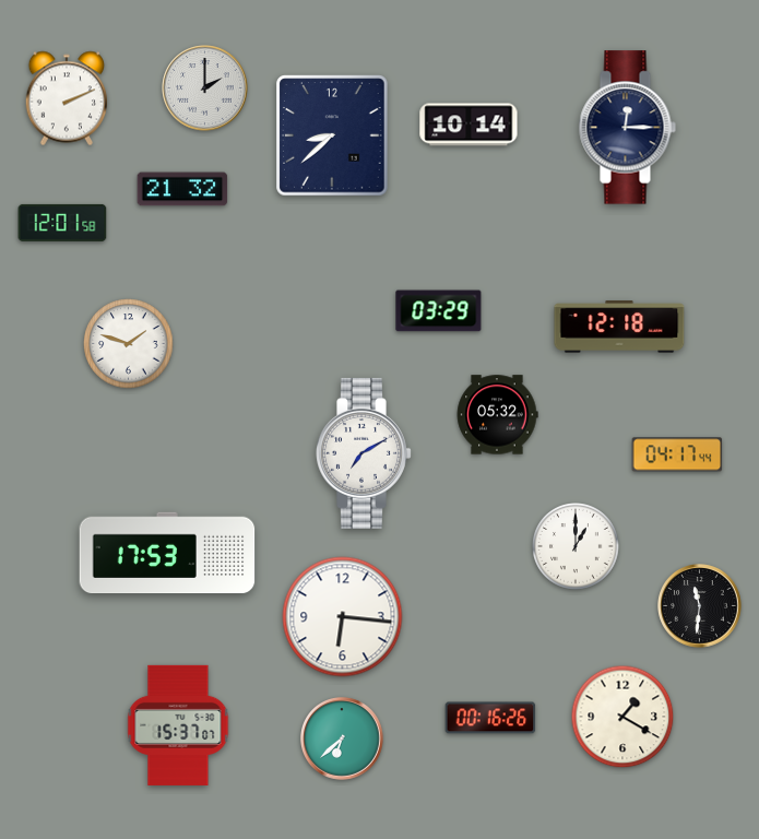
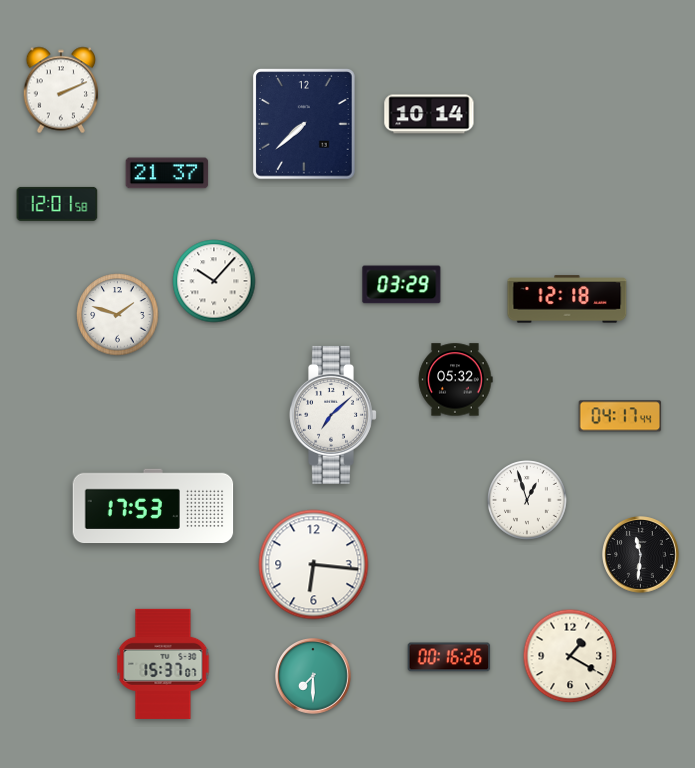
clock at (205, 88): 2:00 -> none
clock at (627, 128): 12:15 -> none
clock at (332, 135): 8:38 -> 7:38
clock at (182, 189): 21:32 -> 21:37
clock at (214, 281): none -> 10:07
clock at (364, 453): 7:10 -> 7:08
clock at (577, 547): 1:00 -> 12:57
clock at (343, 740): 6:38 -> 7:30
